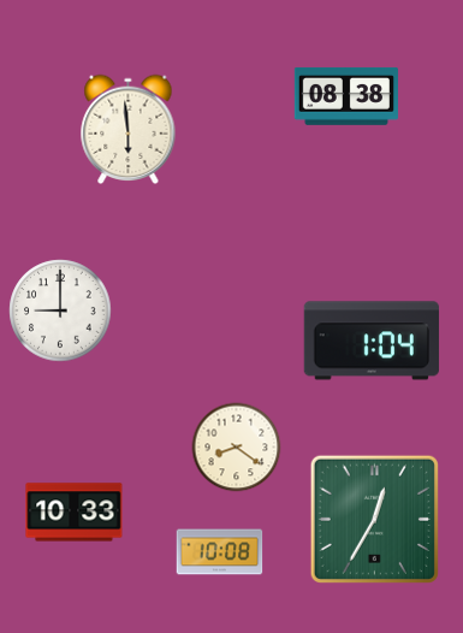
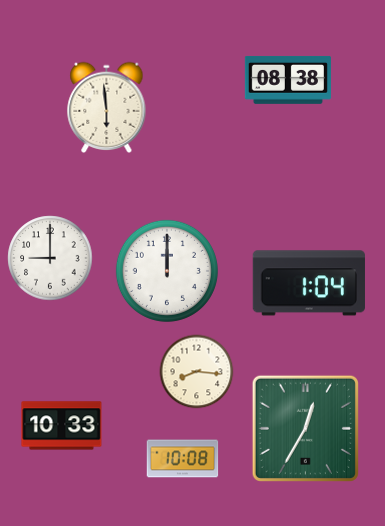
clock at (167, 271): none -> 12:00
clock at (237, 448): 8:21 -> 8:16
clock at (374, 519) position: (374, 519) -> (305, 428)
